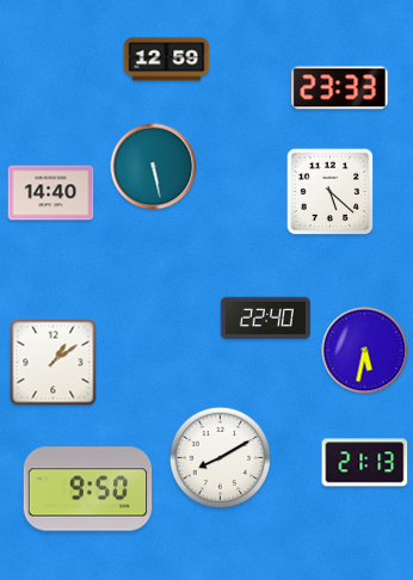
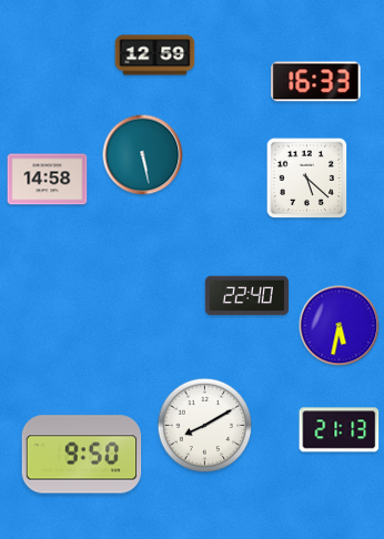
clock at (340, 88): 23:33 -> 16:33
clock at (51, 193): 14:40 -> 14:58
clock at (54, 363): 1:09 -> none
